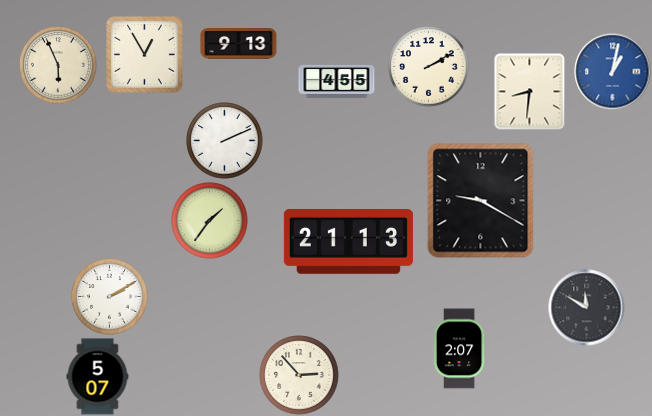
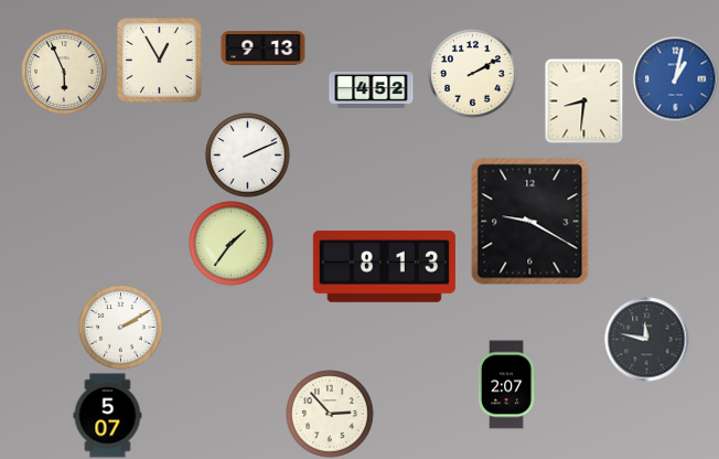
clock at (337, 81): 4:55 -> 4:52
clock at (348, 241): 21:13 -> 8:13
clock at (587, 308): 11:50 -> 11:47
